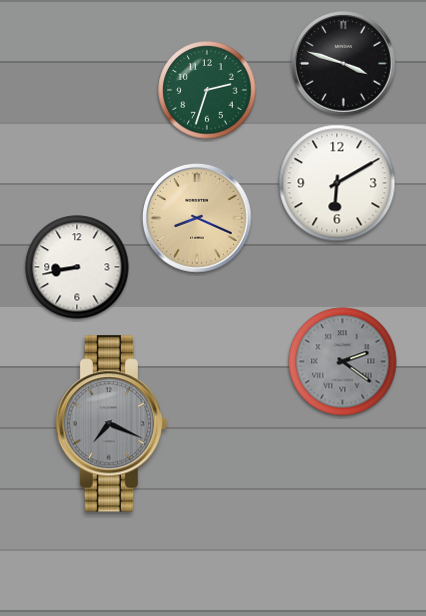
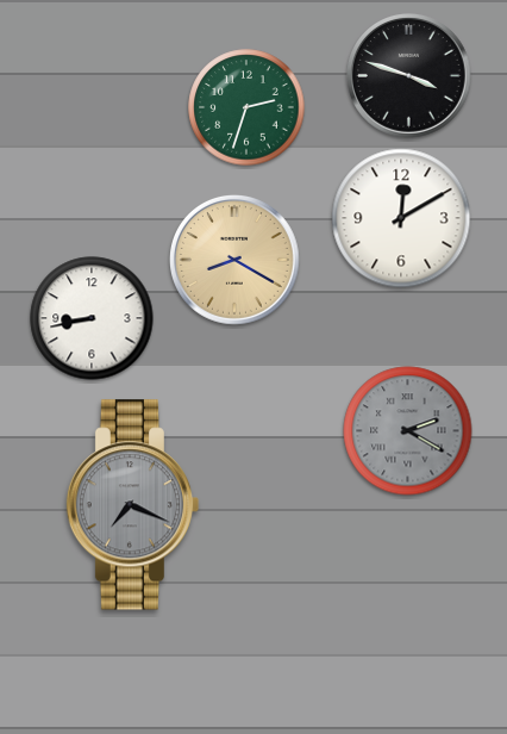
clock at (337, 183): 6:10 -> 12:10
clock at (197, 218): 8:19 -> 8:20
clock at (343, 362): 2:21 -> 2:20
